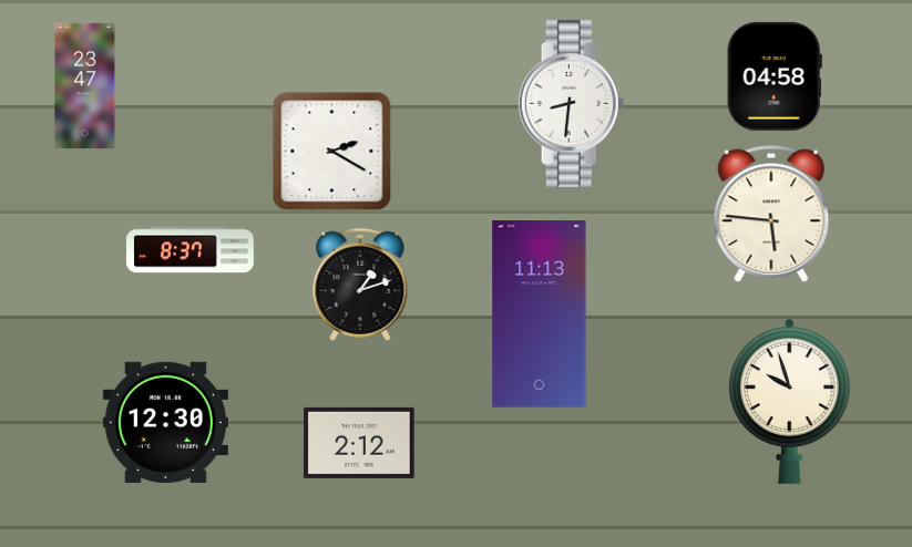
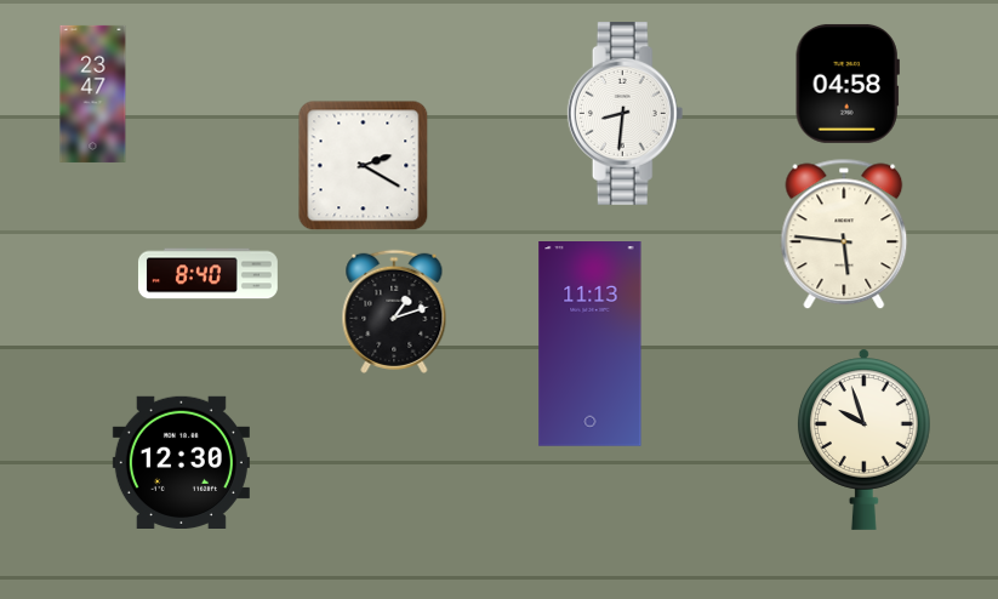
clock at (189, 250): 8:37 -> 8:40
clock at (359, 443): 2:12 -> none
